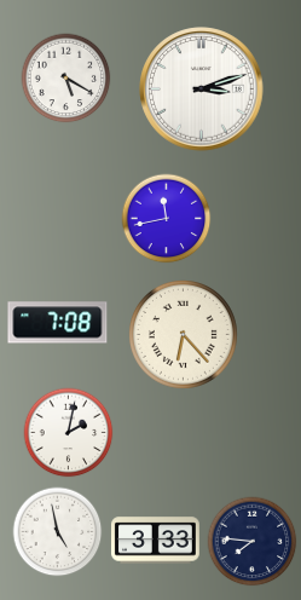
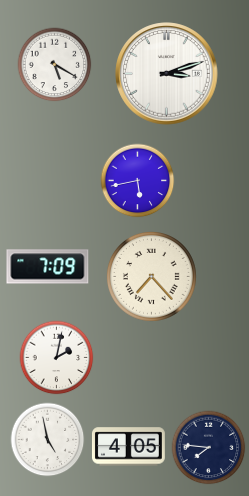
clock at (167, 219): 11:43 -> 5:43
clock at (58, 323): 7:08 -> 7:09
clock at (184, 335): 6:23 -> 7:23
clock at (155, 541): 3:33 -> 4:05
